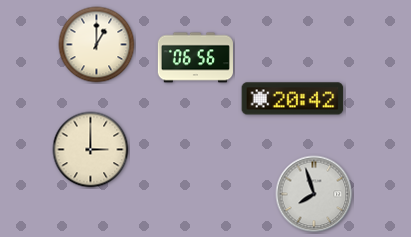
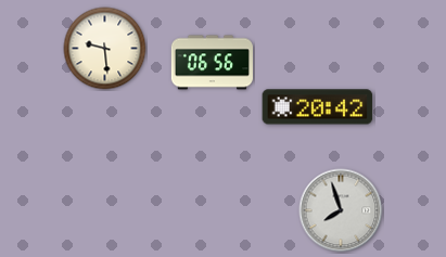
clock at (97, 45): 1:00 -> 9:29
clock at (91, 150): 3:00 -> none
